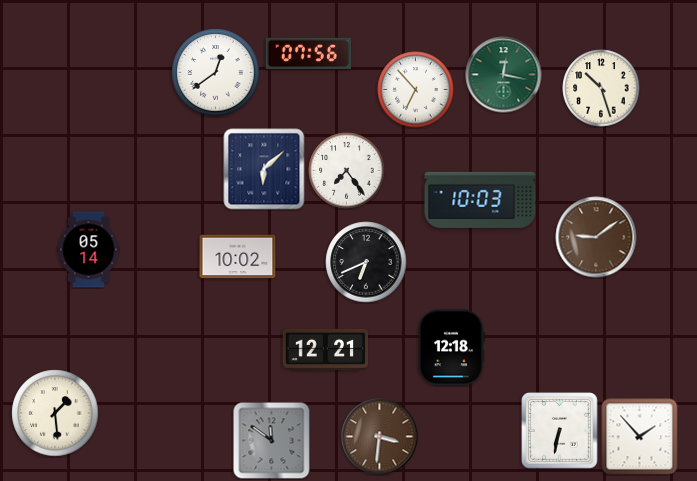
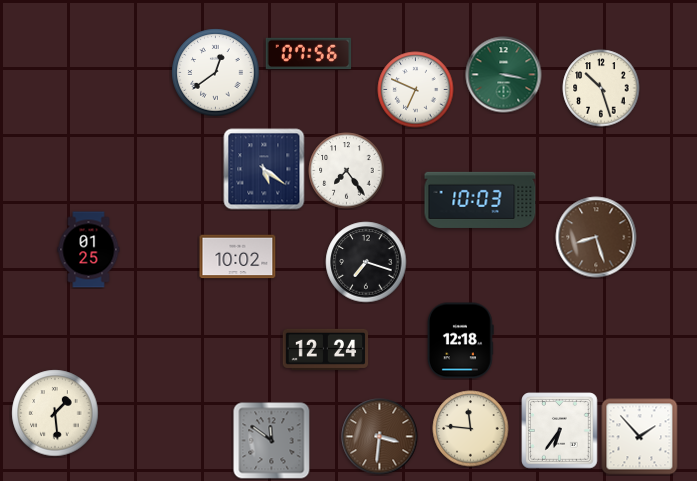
clock at (504, 75): 12:17 -> 3:17
clock at (416, 90): 6:53 -> 6:49
clock at (264, 169): 6:08 -> 5:21
clock at (596, 237): 9:09 -> 8:27
clock at (89, 250): 05:14 -> 01:25
clock at (366, 262): 6:41 -> 7:18
clock at (452, 348) position: (452, 348) -> (461, 341)
clock at (326, 349): 12:21 -> 12:24
clock at (471, 429): none -> 11:46
clock at (560, 431): 6:32 -> 6:36
